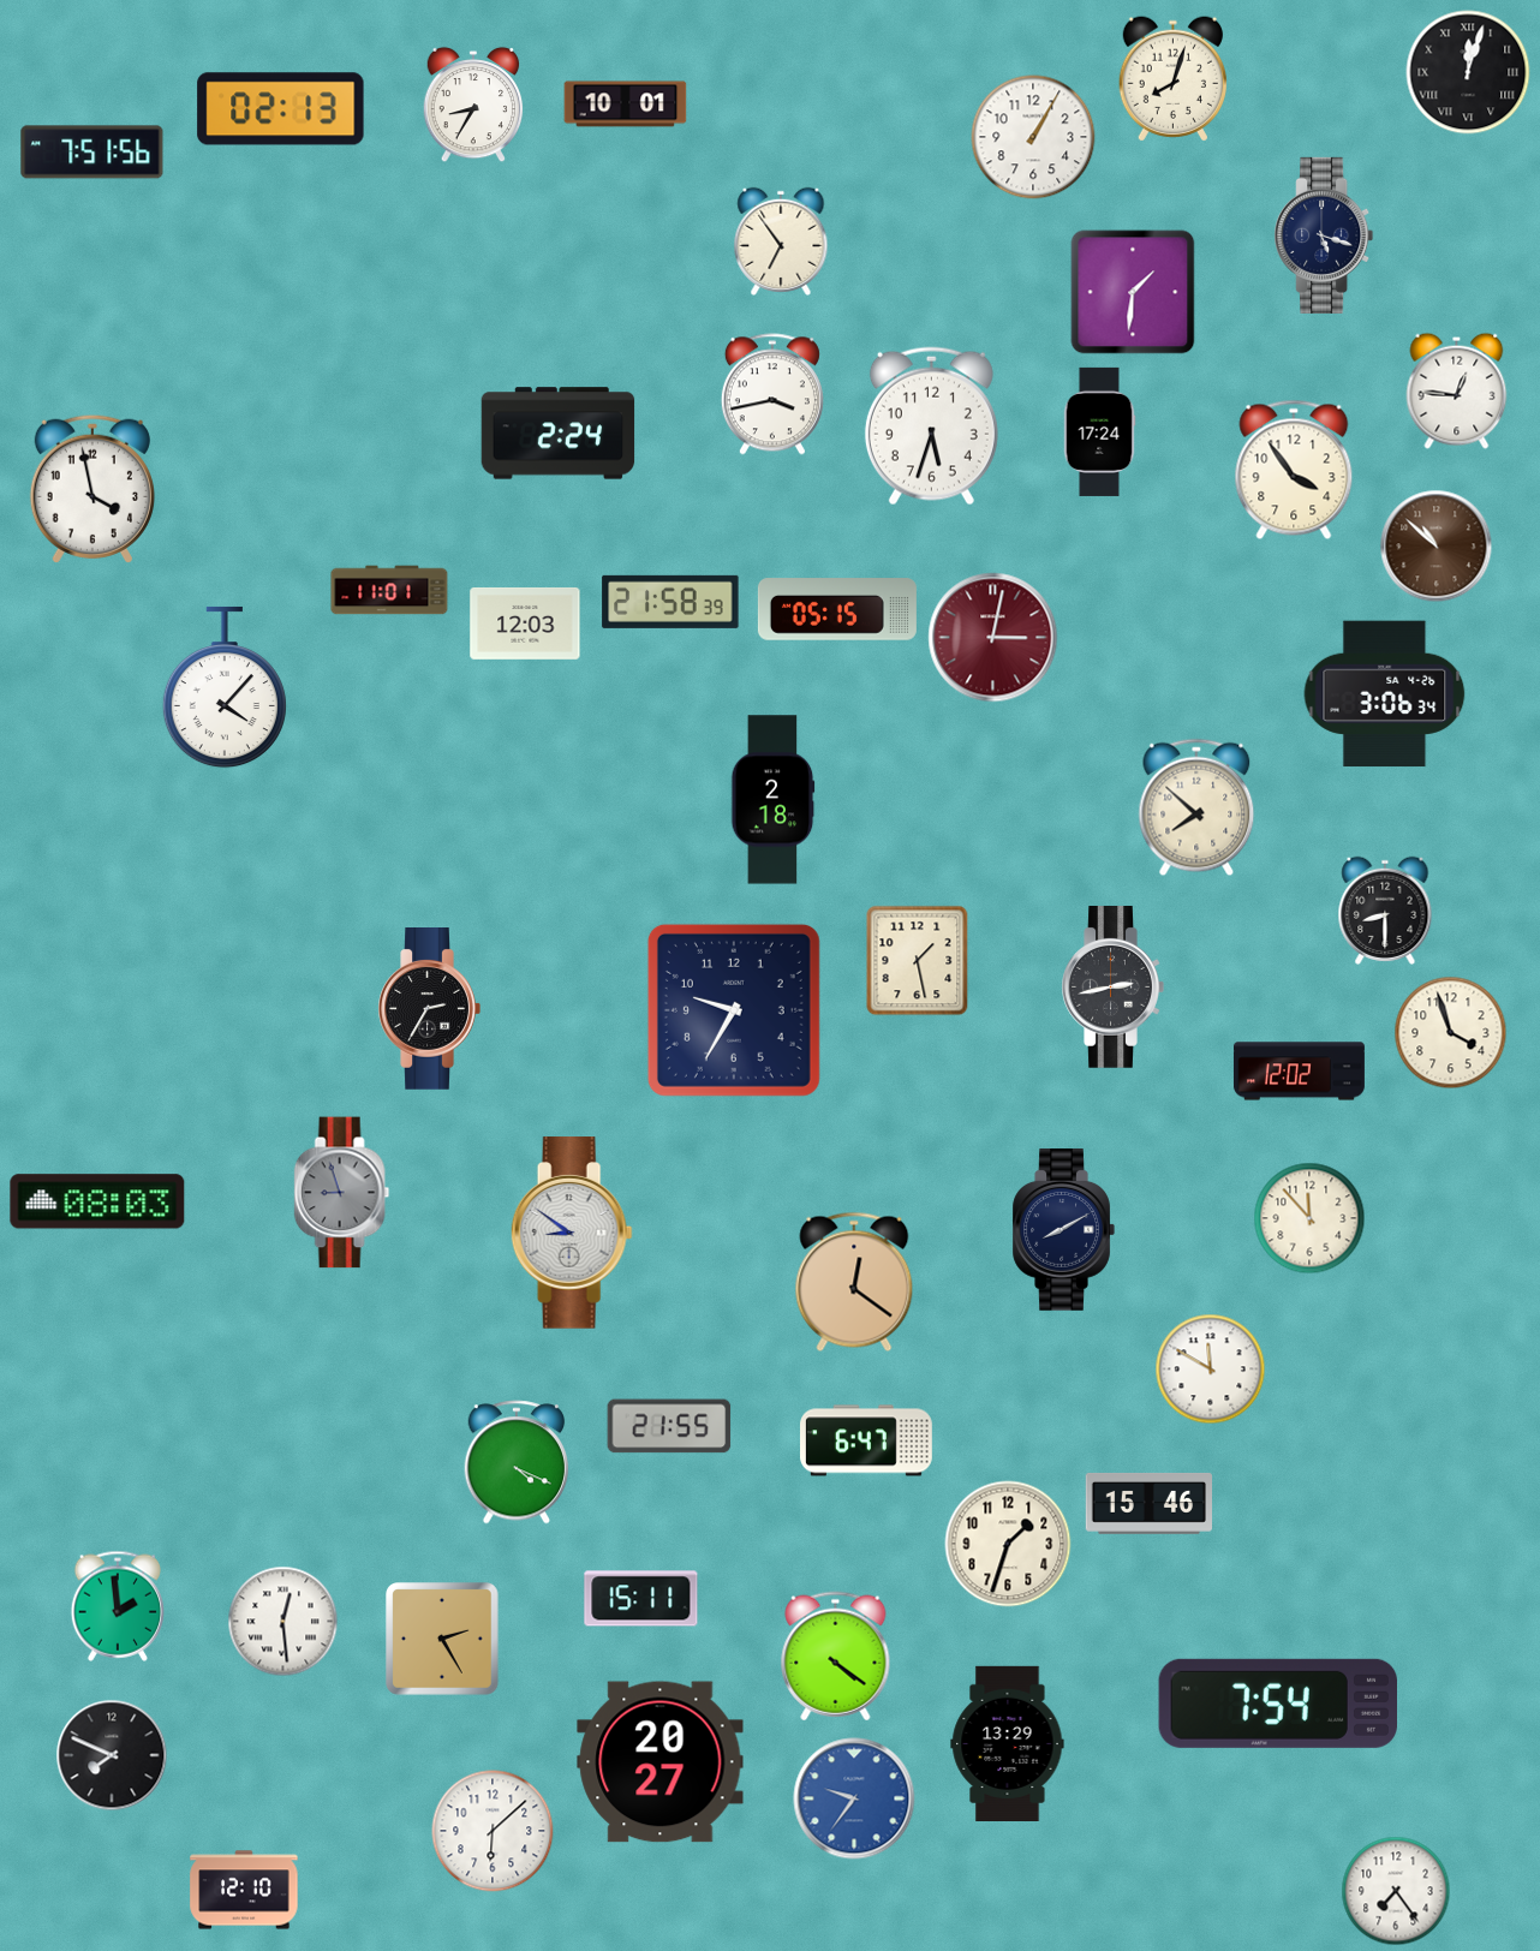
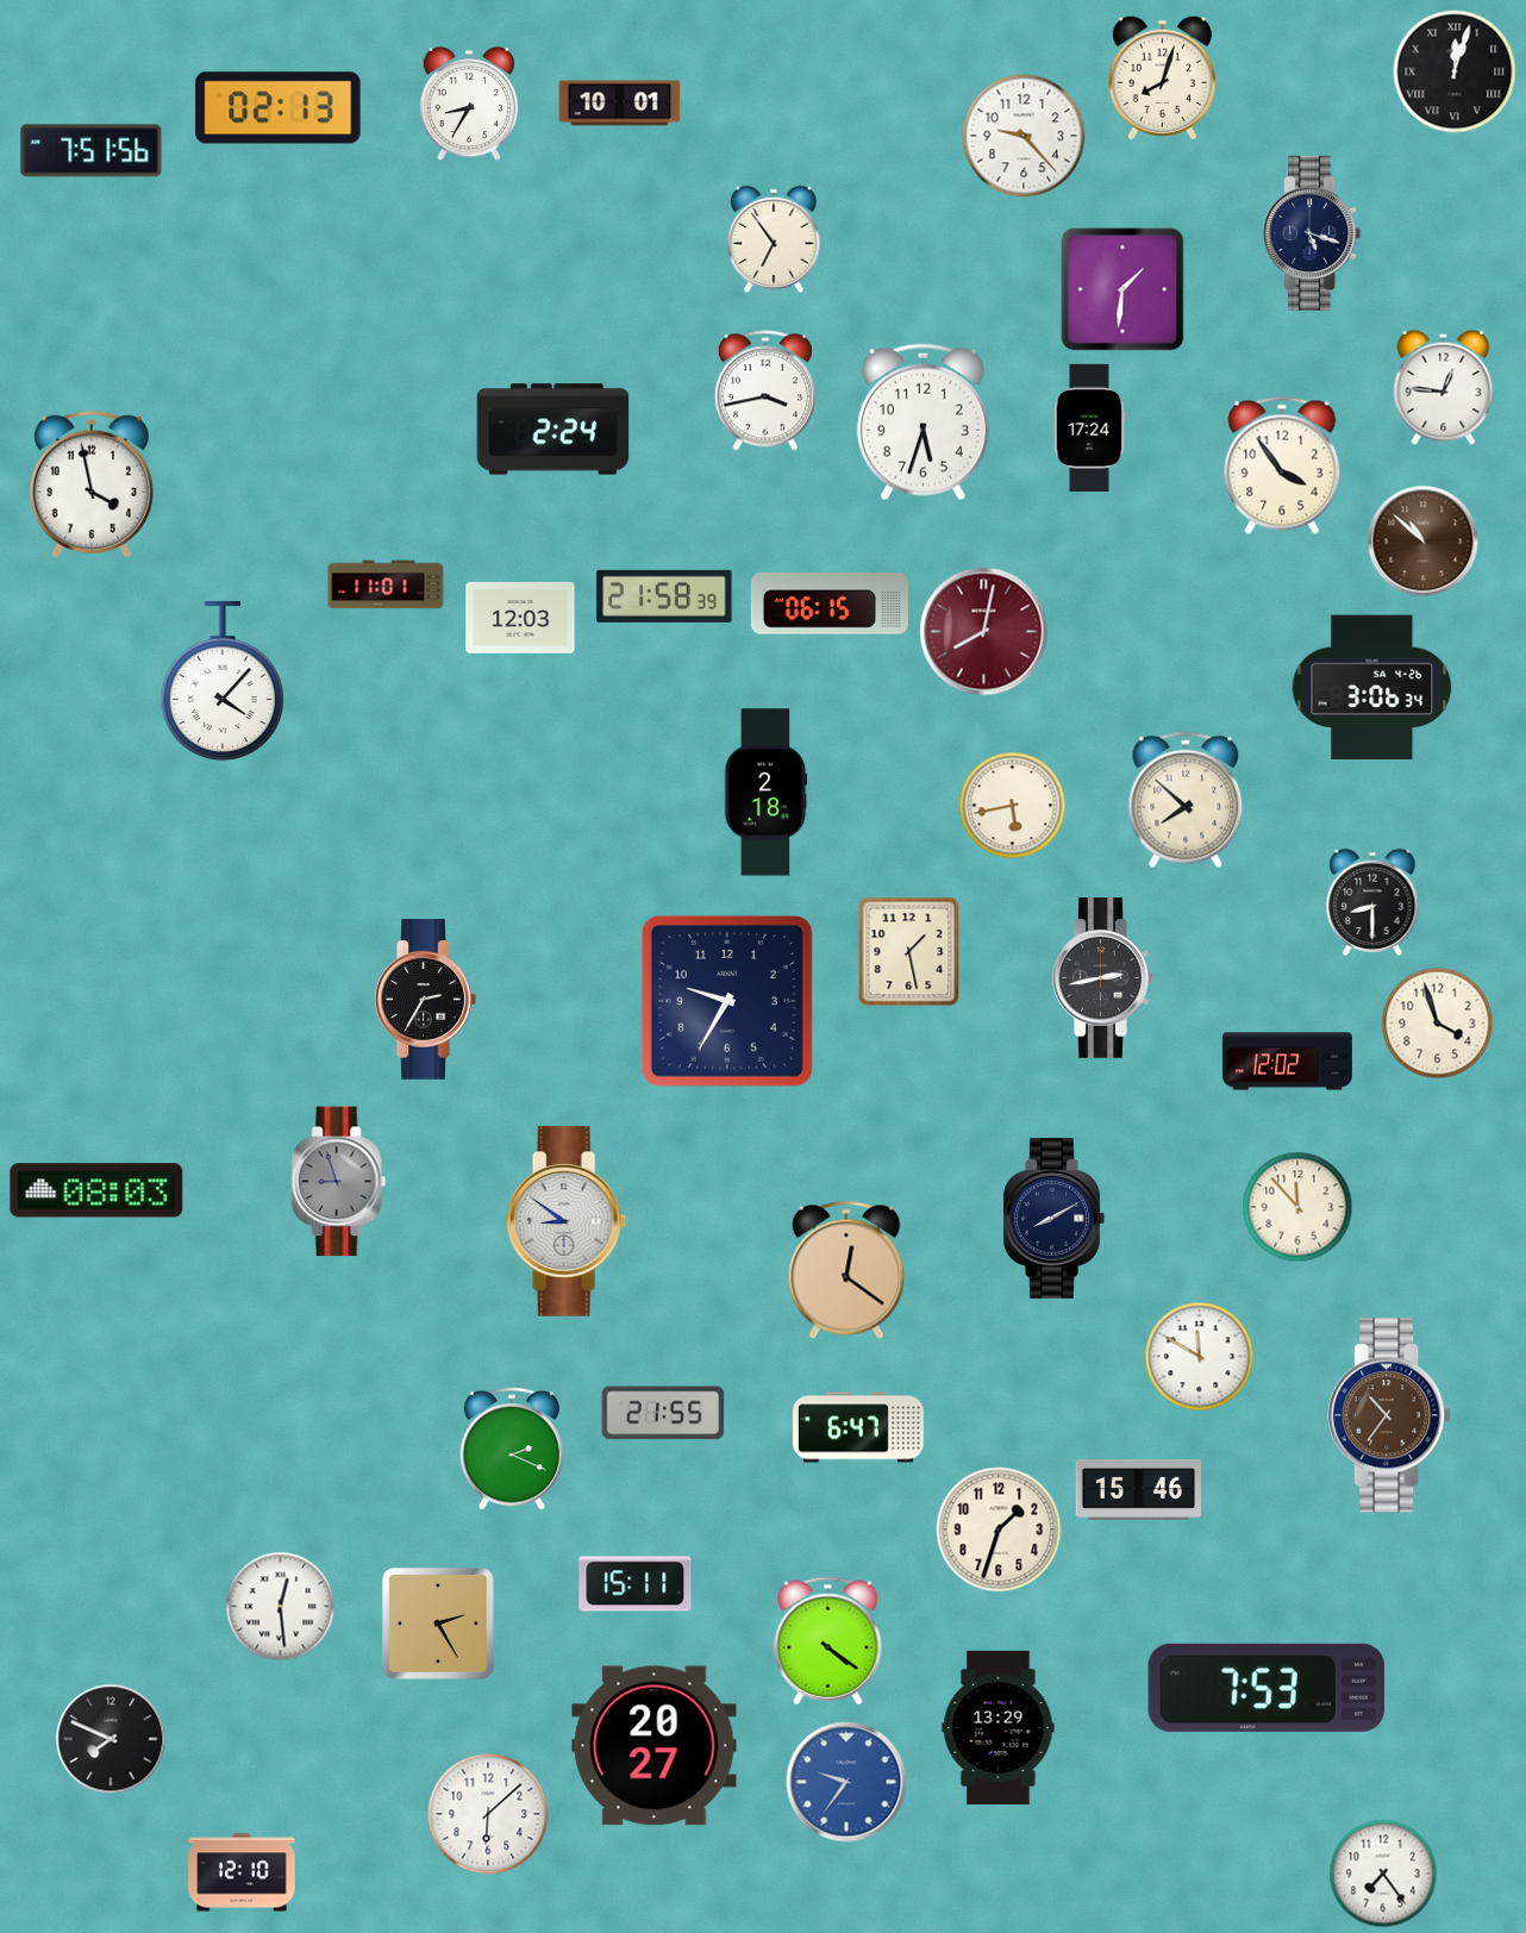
clock at (1033, 137): 1:05 -> 9:23
clock at (837, 609): 05:15 -> 06:15
clock at (993, 638): 3:02 -> 8:02
clock at (1013, 806): none -> 5:43
clock at (1390, 1415): none -> 10:36
clock at (517, 1462): 4:19 -> 2:19
clock at (117, 1606): 1:59 -> none
clock at (1277, 1704): 7:54 -> 7:53
